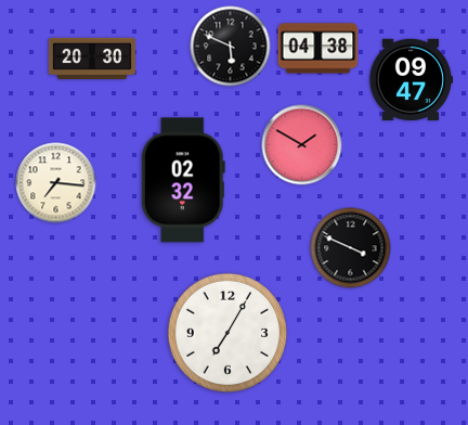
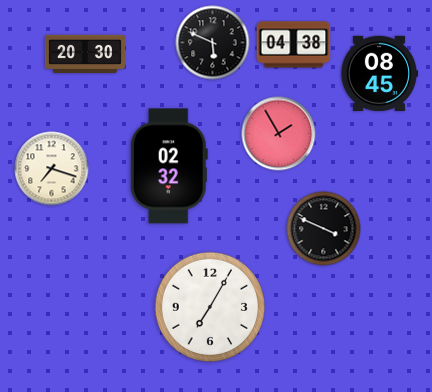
clock at (411, 79): 09:47 -> 08:45
clock at (302, 145): 1:50 -> 1:55
clock at (56, 183): 7:16 -> 7:18
